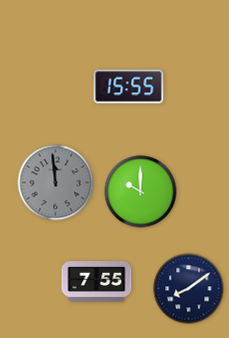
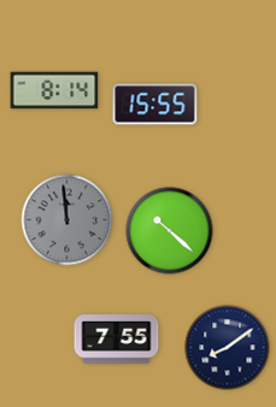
clock at (54, 90): none -> 8:14
clock at (141, 192): 10:00 -> 10:22
